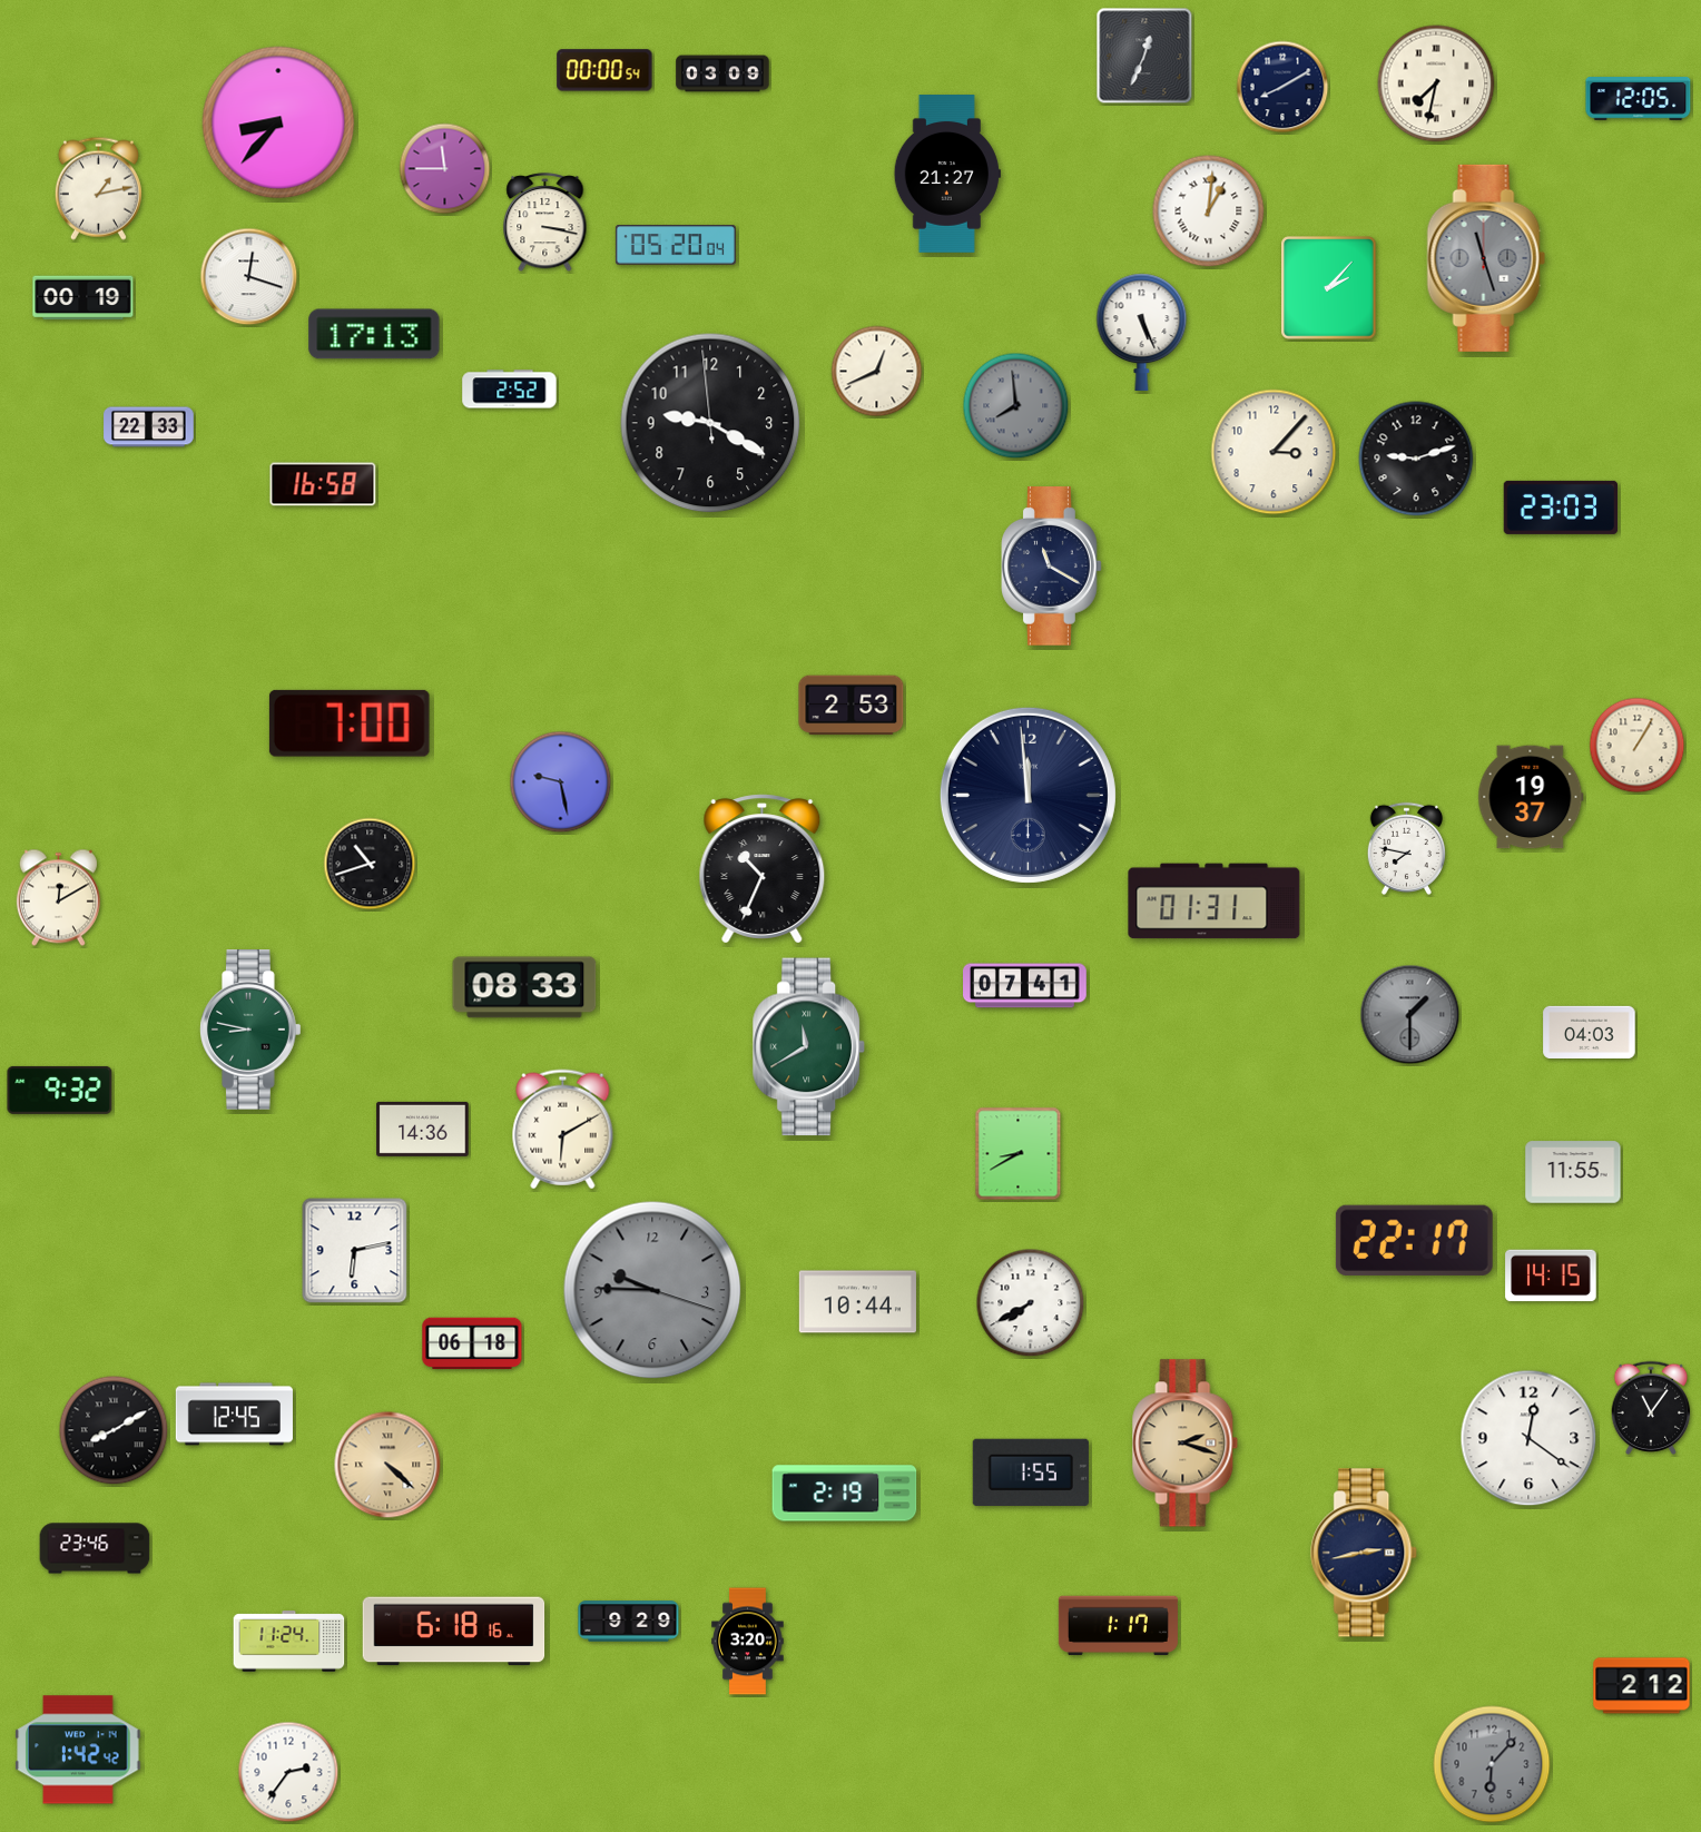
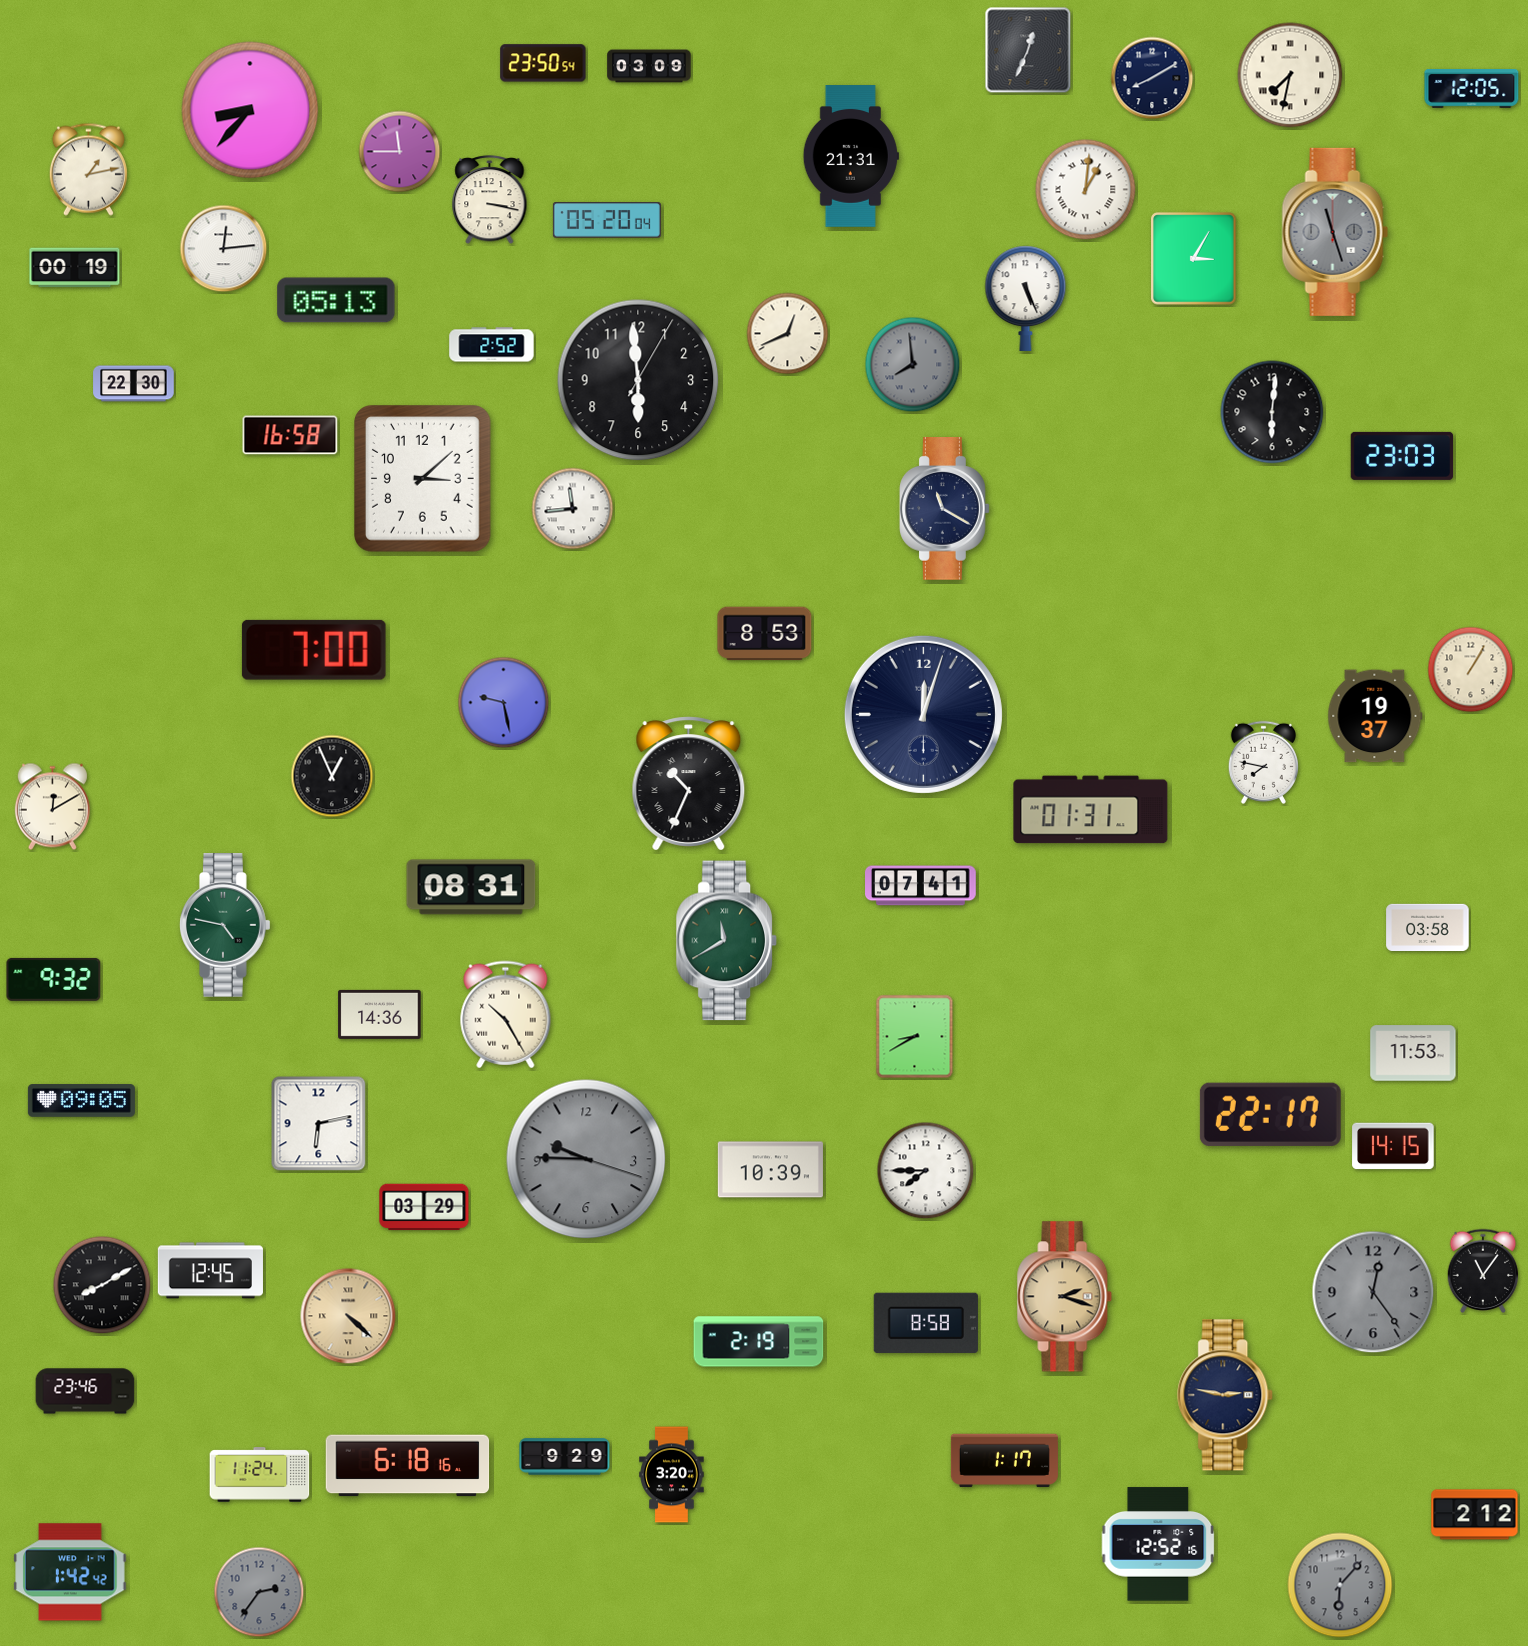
clock at (604, 70): 00:00 -> 23:50
clock at (947, 174): 21:27 -> 21:31
clock at (249, 277): 12:18 -> 12:14
clock at (1329, 288): 2:07 -> 3:05
clock at (374, 334): 17:13 -> 05:13
clock at (510, 390) position: (510, 390) -> (492, 345)
clock at (710, 423): 9:19 -> 5:59
clock at (149, 427): 22:33 -> 22:30
clock at (1274, 452): 3:07 -> none
clock at (1416, 459): 9:12 -> 6:01
clock at (423, 479): none -> 3:08
clock at (573, 509): none -> 11:44
clock at (852, 706): 2:53 -> 8:53
clock at (1028, 795): 11:59 -> 12:03
clock at (370, 864): 10:42 -> 12:56
clock at (763, 869) position: (763, 869) -> (689, 784)
clock at (524, 987): 08:33 -> 08:31
clock at (1410, 1015): 1:30 -> none
clock at (252, 1030): 8:47 -> 4:47
clock at (1590, 1032): 04:03 -> 03:58
clock at (563, 1130): 6:10 -> 10:25
clock at (1573, 1172): 11:55 -> 11:53
clock at (81, 1101): none -> 09:05
clock at (857, 1302): 10:44 -> 10:39
clock at (1031, 1303): 7:40 -> 7:45
clock at (472, 1343): 06:18 -> 03:29
clock at (1651, 1407) position: (1651, 1407) -> (1483, 1270)
clock at (1528, 1438): 12:21 -> 12:24
clock at (1528, 1438) dial: white -> grey
clock at (1031, 1473): 1:55 -> 8:58
clock at (1365, 1553): 2:43 -> 2:47
clock at (1158, 1544): none -> 12:52
clock at (288, 1772) dial: white -> grey
